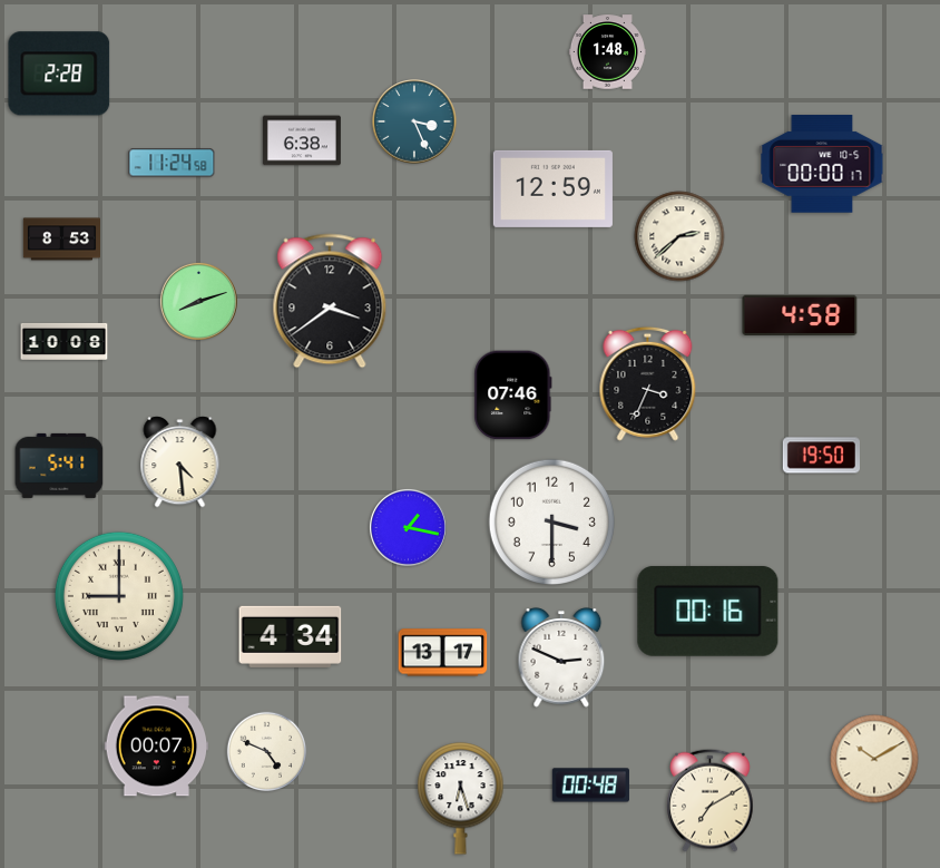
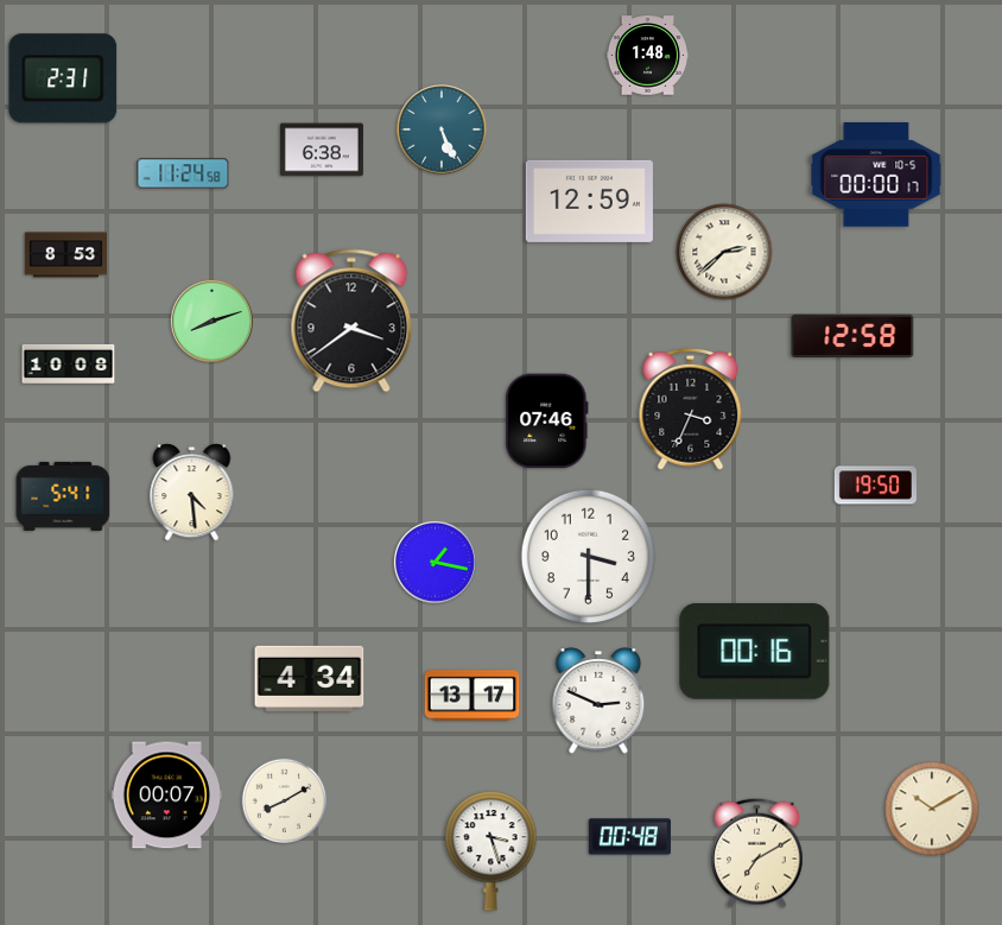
clock at (59, 74): 2:28 -> 2:31
clock at (414, 121): 3:26 -> 5:26
clock at (800, 314): 4:58 -> 12:58
clock at (119, 596): 9:00 -> none
clock at (267, 752): 4:49 -> 8:10
clock at (461, 799): 6:27 -> 3:27
